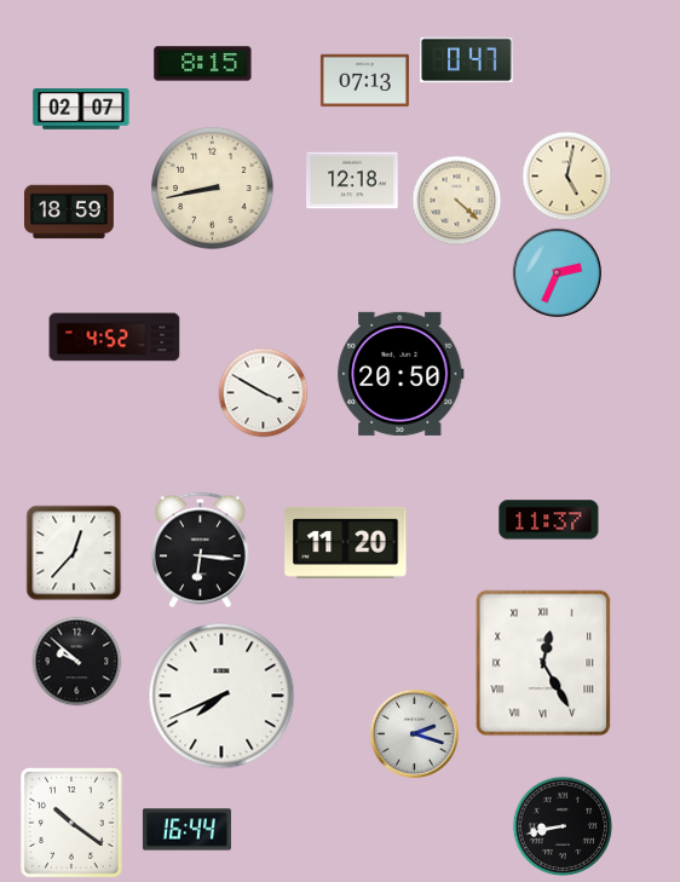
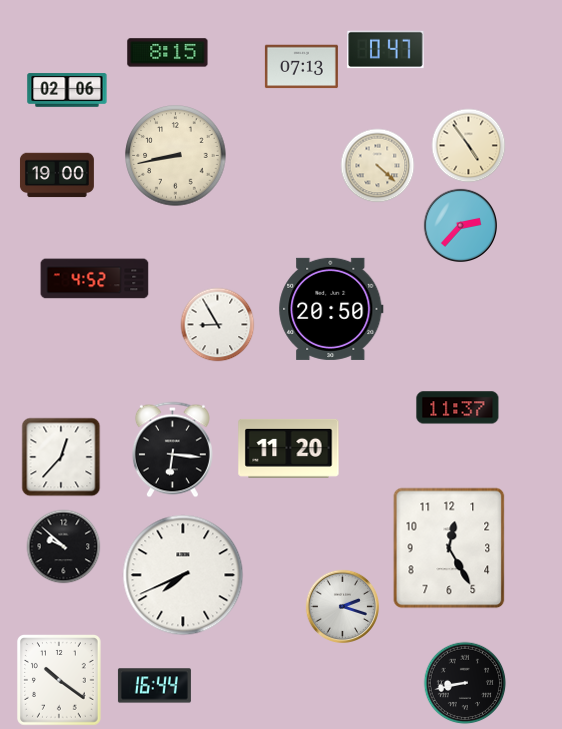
clock at (81, 109): 02:07 -> 02:06
clock at (567, 177): 5:02 -> 4:54
clock at (352, 180): 12:18 -> none
clock at (69, 212): 18:59 -> 19:00
clock at (557, 272): 2:34 -> 2:37
clock at (264, 393): 3:50 -> 8:55
clock at (549, 520) position: (549, 520) -> (458, 408)
clock at (346, 542) position: (346, 542) -> (289, 448)
clock at (200, 550) position: (200, 550) -> (172, 450)
clock at (543, 663) numerals: Roman -> Arabic
